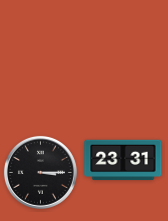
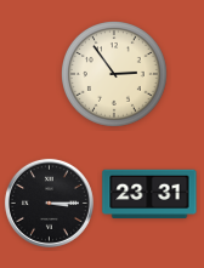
clock at (115, 75): none -> 2:54
clock at (40, 172) position: (40, 172) -> (49, 203)
